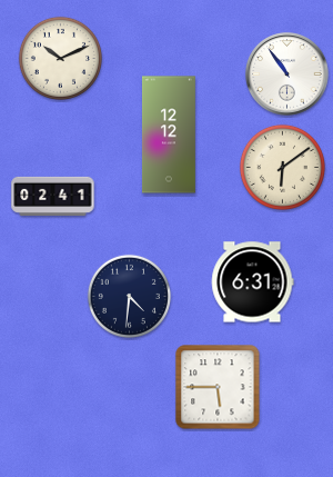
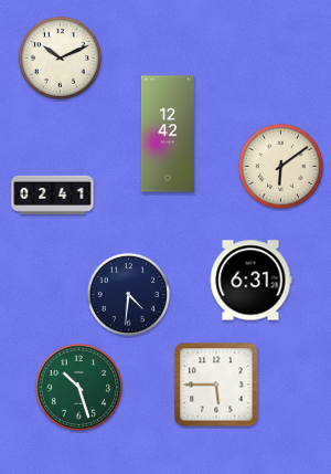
clock at (287, 74): 10:54 -> none
clock at (169, 135): 12:12 -> 12:42
clock at (78, 387): none -> 10:27
